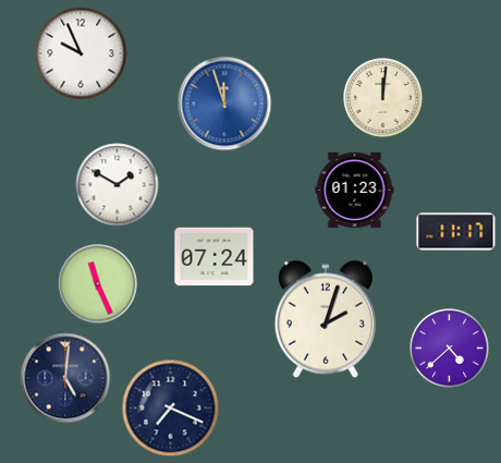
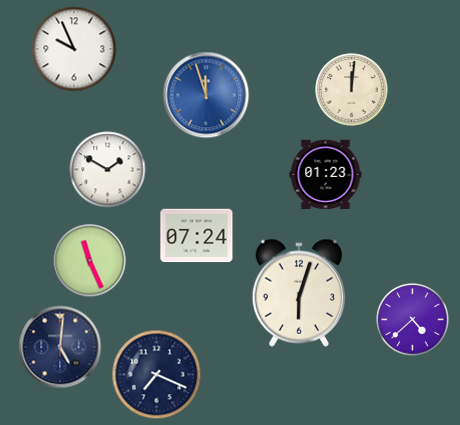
clock at (456, 232): 11:17 -> none
clock at (326, 319): 2:03 -> 6:03
